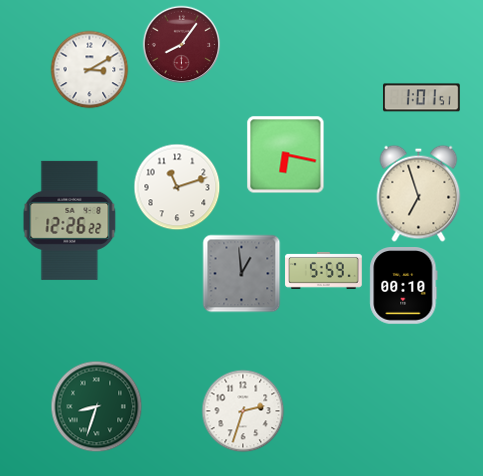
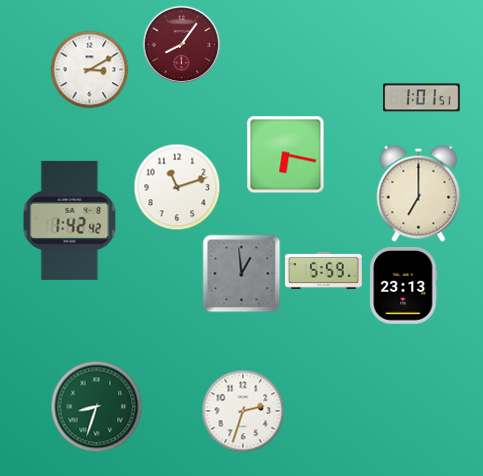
clock at (419, 193): 6:57 -> 7:00
clock at (70, 220): 12:26 -> 1:42
clock at (404, 286): 00:10 -> 23:13
